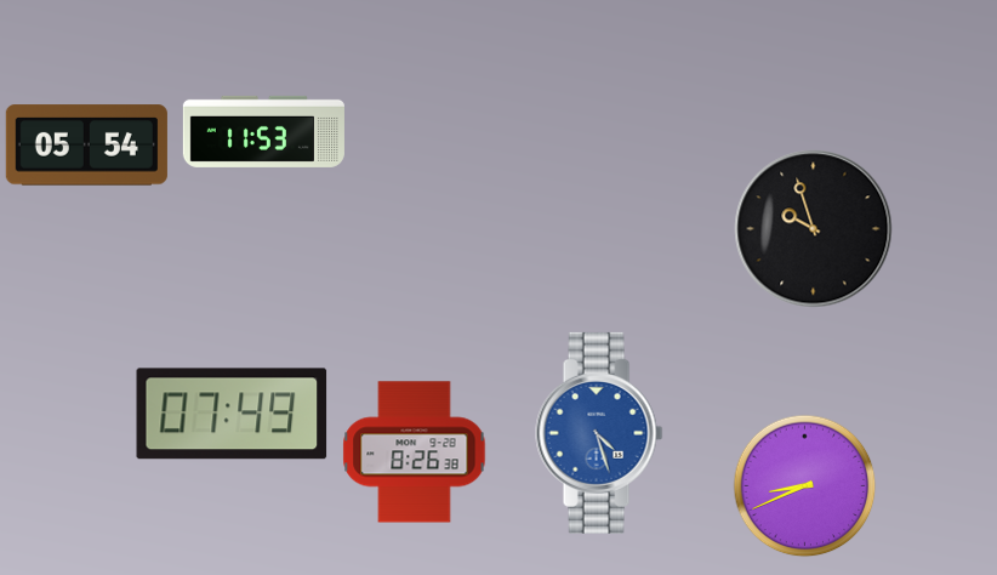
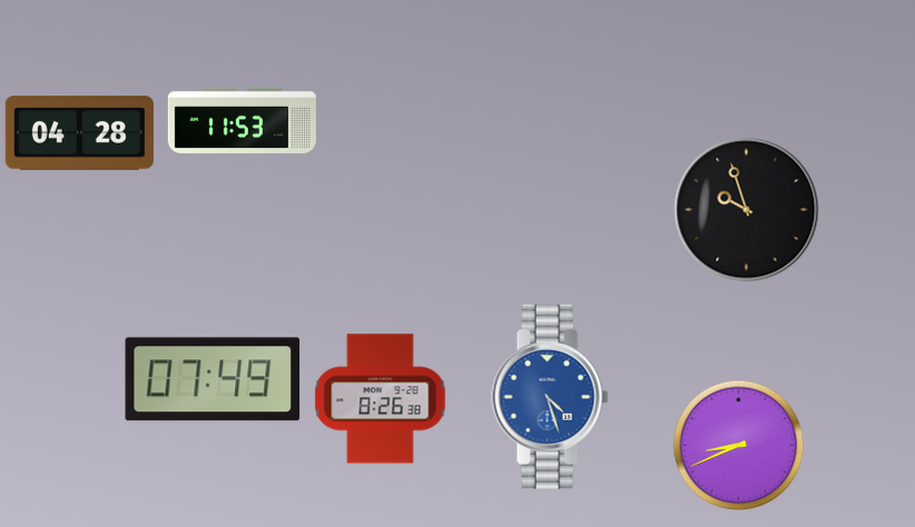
clock at (86, 146): 05:54 -> 04:28
clock at (415, 452) position: (415, 452) -> (381, 399)
